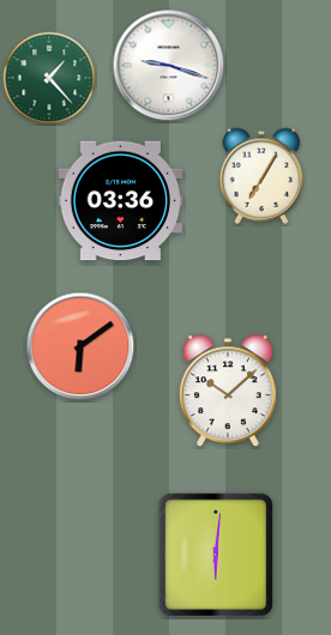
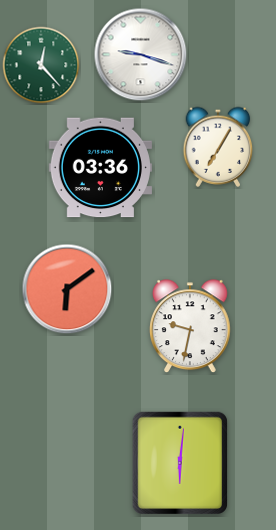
clock at (49, 78): 1:23 -> 12:23
clock at (229, 392): 10:08 -> 9:32
